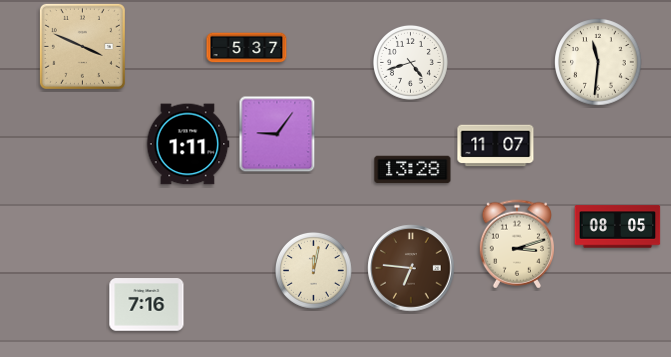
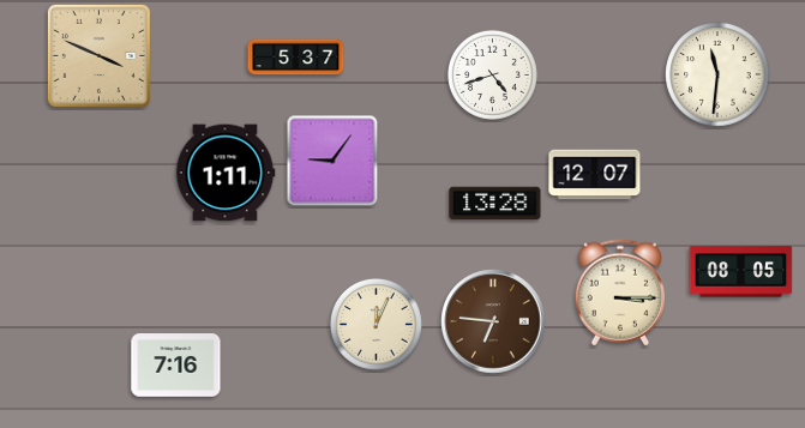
clock at (496, 146): 11:07 -> 12:07
clock at (516, 244): 3:12 -> 3:15
clock at (314, 271): 12:02 -> 12:04
